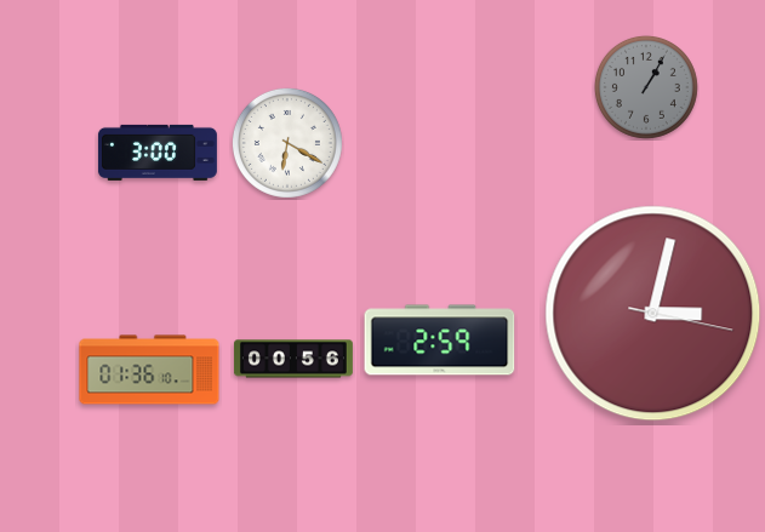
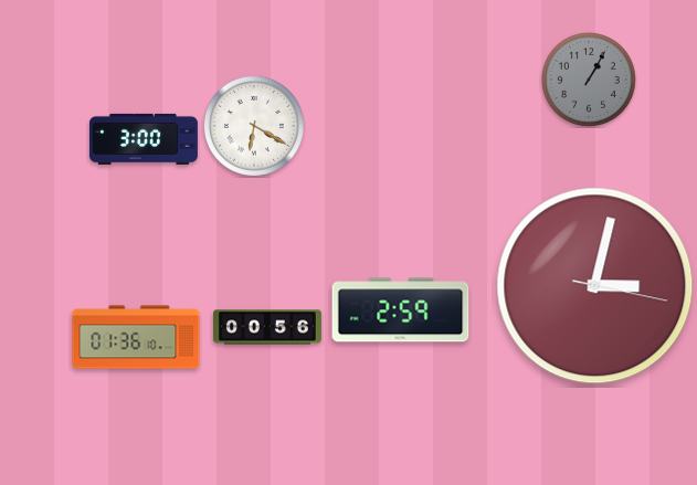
clock at (287, 143) position: (287, 143) -> (254, 126)
